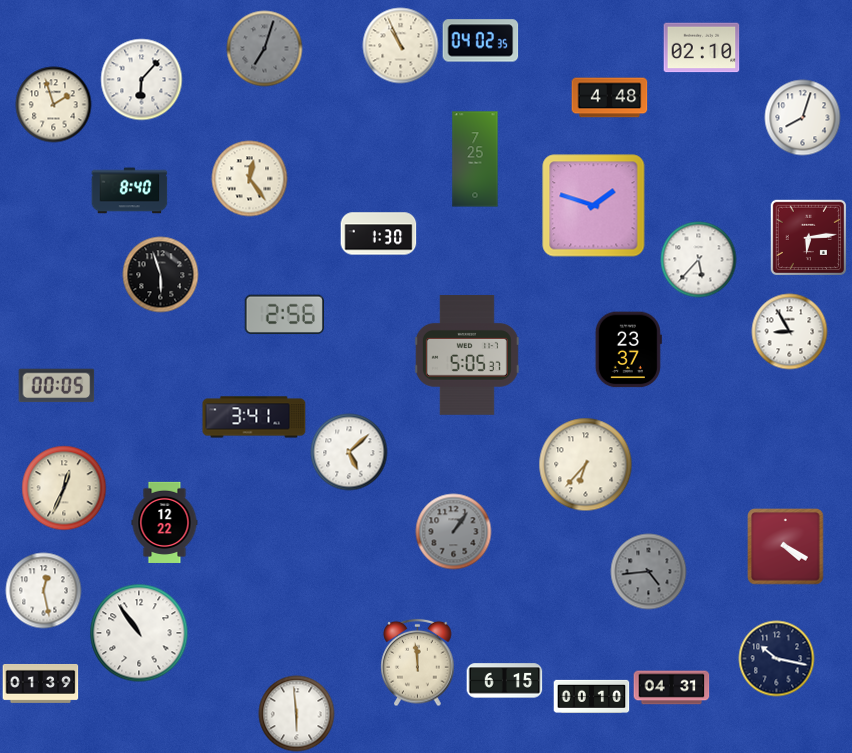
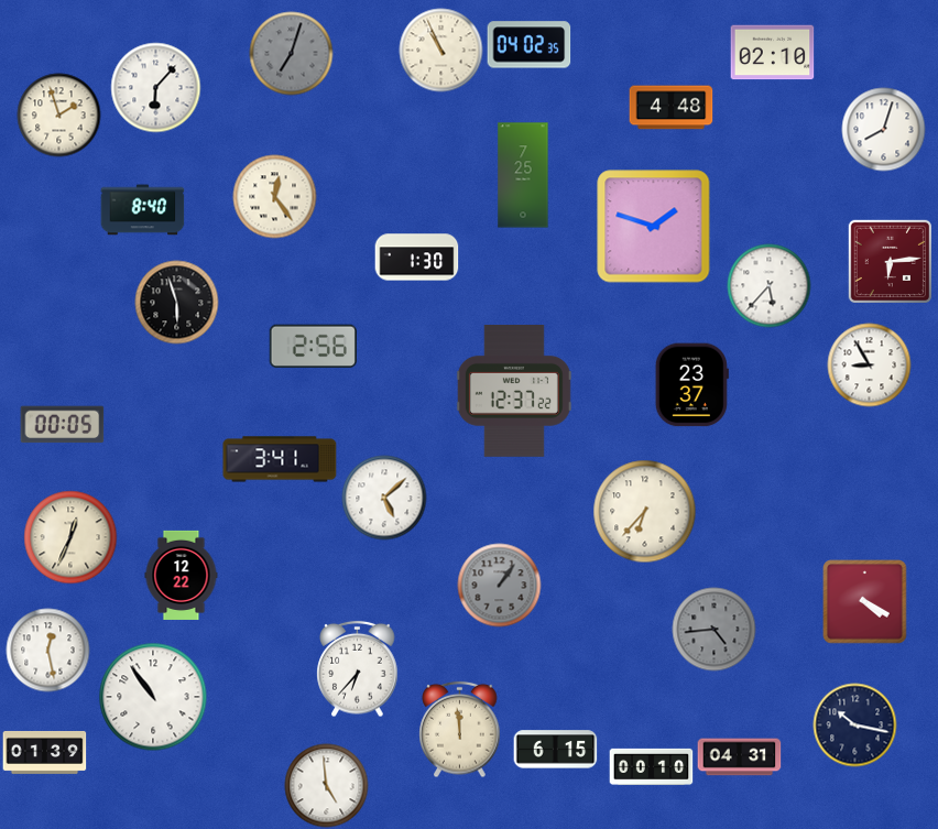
clock at (467, 356): 5:05 -> 12:37
clock at (358, 669): none -> 6:37
clock at (297, 714): 5:59 -> 4:59
